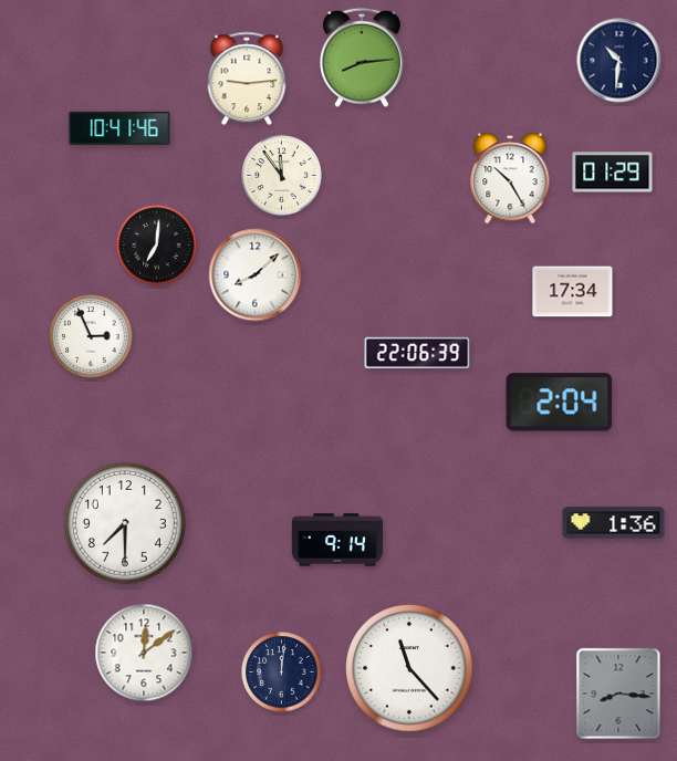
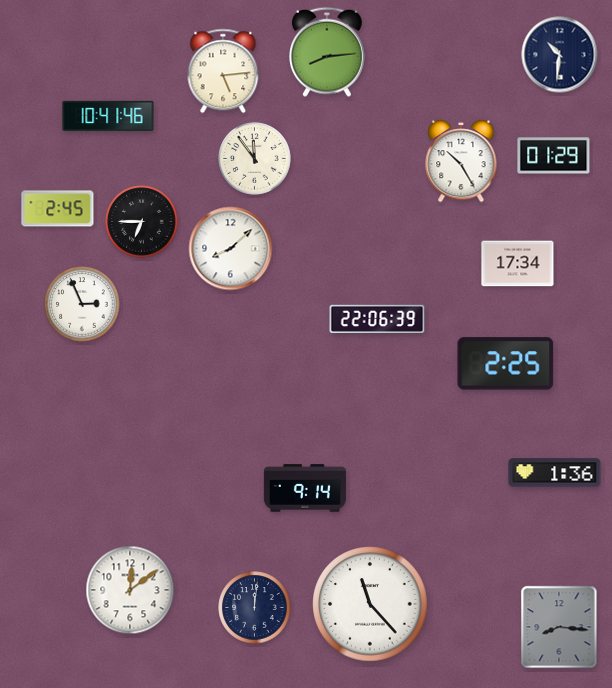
clock at (247, 79): 9:14 -> 5:14
clock at (58, 209): none -> 2:45
clock at (157, 246): 7:01 -> 6:45
clock at (560, 403): 2:04 -> 2:25
clock at (125, 523): 7:30 -> none
